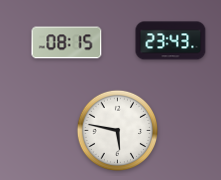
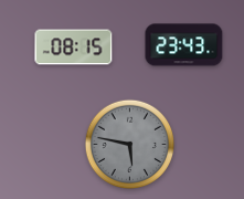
clock at (171, 41) position: (171, 41) -> (184, 45)
clock at (118, 131) dial: white -> grey
